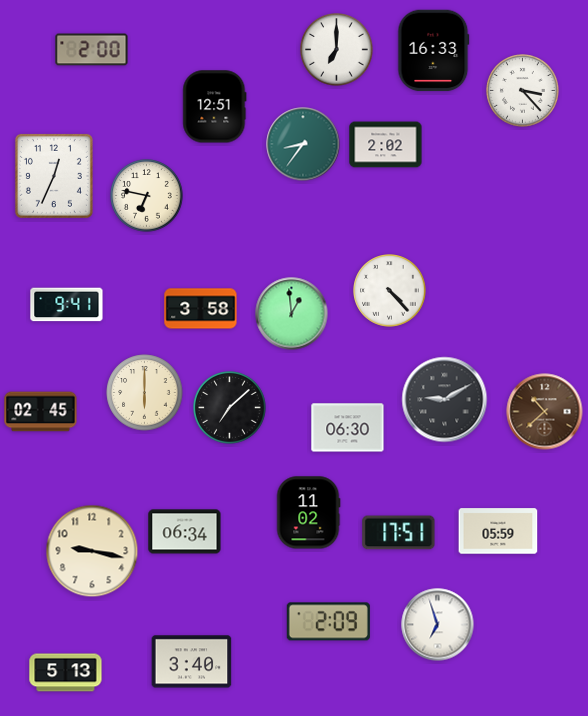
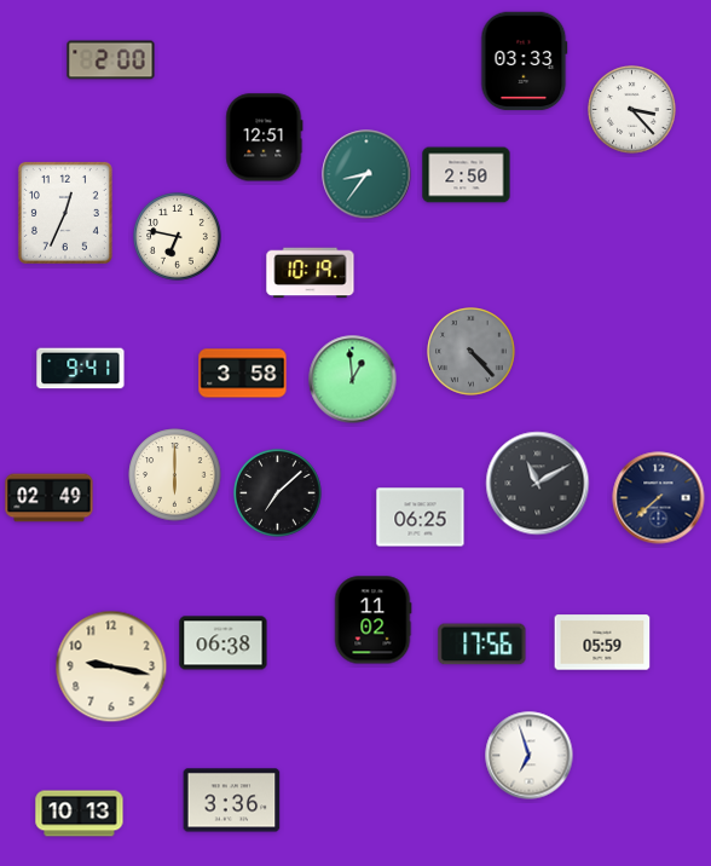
clock at (337, 50): 7:00 -> none
clock at (434, 51): 16:33 -> 03:33
clock at (215, 107) position: (215, 107) -> (265, 138)
clock at (386, 145): 2:02 -> 2:50
clock at (311, 273): none -> 10:19
clock at (390, 291) dial: white -> grey
clock at (445, 400): 9:10 -> 11:10
clock at (41, 412): 02:45 -> 02:49
clock at (545, 412): 10:38 -> 7:38
clock at (545, 412) dial: brown -> navy
clock at (348, 428): 06:30 -> 06:25
clock at (185, 532): 06:34 -> 06:38
clock at (399, 533): 17:51 -> 17:56
clock at (328, 622): 2:09 -> none
clock at (192, 662): 3:40 -> 3:36
clock at (66, 673): 5:13 -> 10:13
